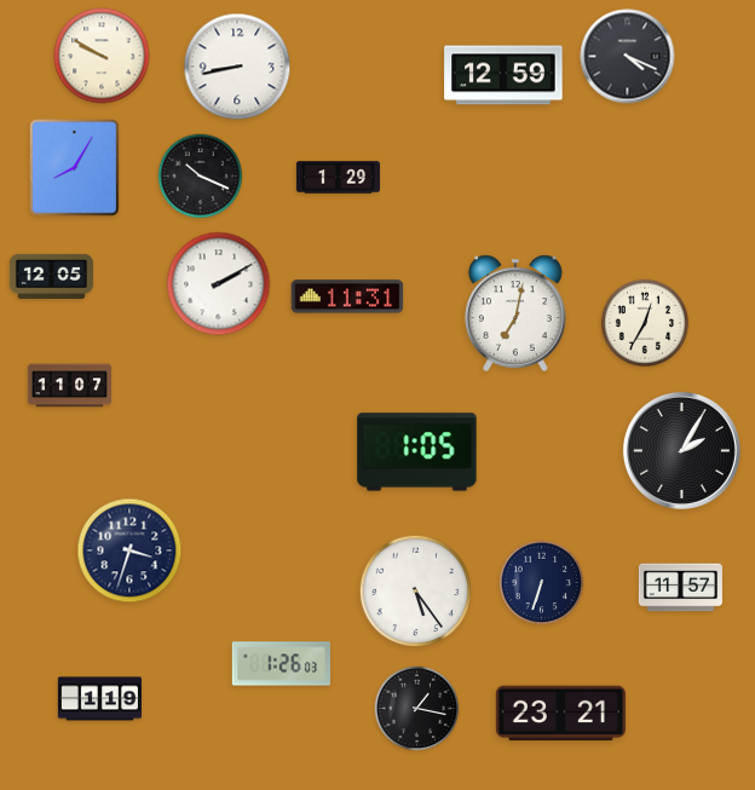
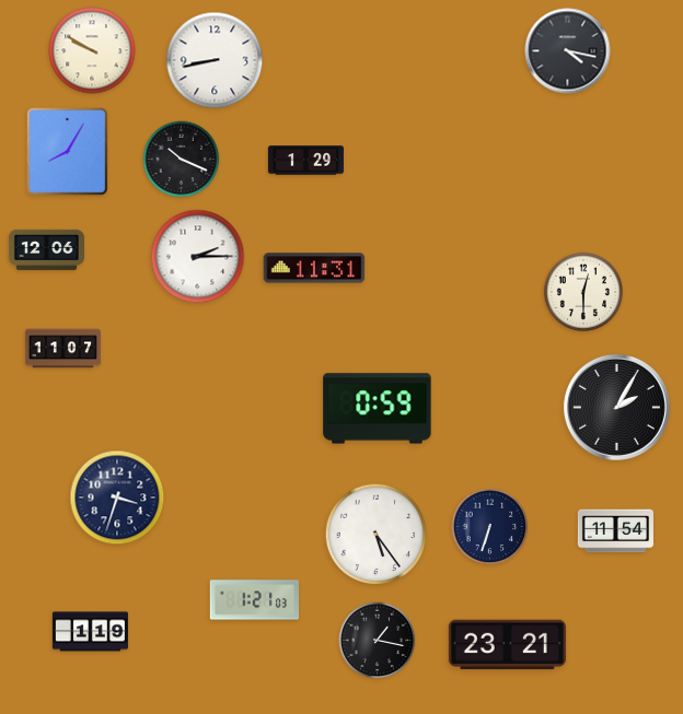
clock at (628, 57): 4:19 -> 4:17
clock at (503, 75): 12:59 -> none
clock at (51, 276): 12:05 -> 12:06
clock at (219, 284): 2:10 -> 2:15
clock at (515, 313): 7:02 -> none
clock at (644, 322): 12:35 -> 12:30
clock at (417, 452): 1:05 -> 0:59
clock at (680, 588): 11:57 -> 11:54
clock at (281, 664): 1:26 -> 1:21
